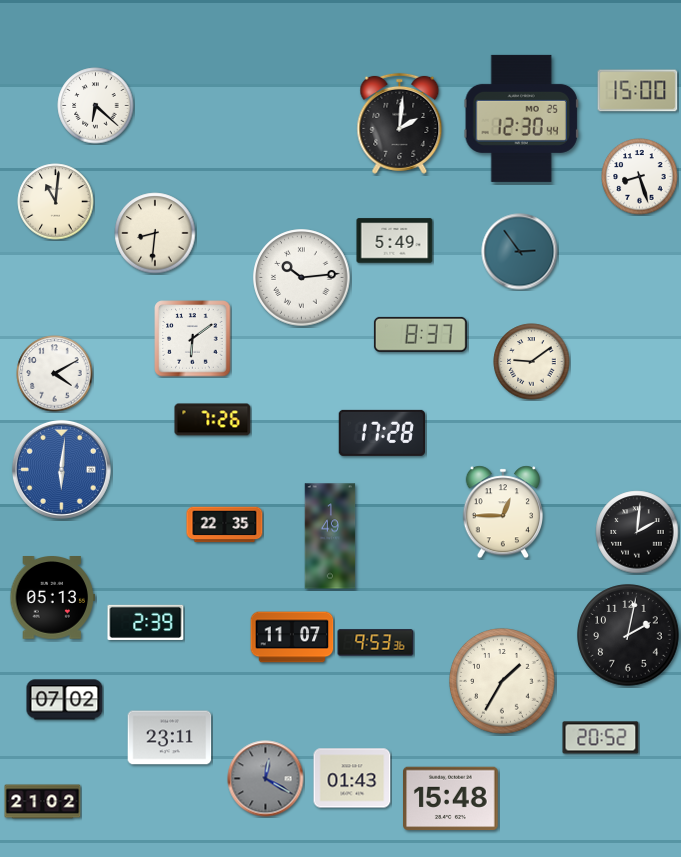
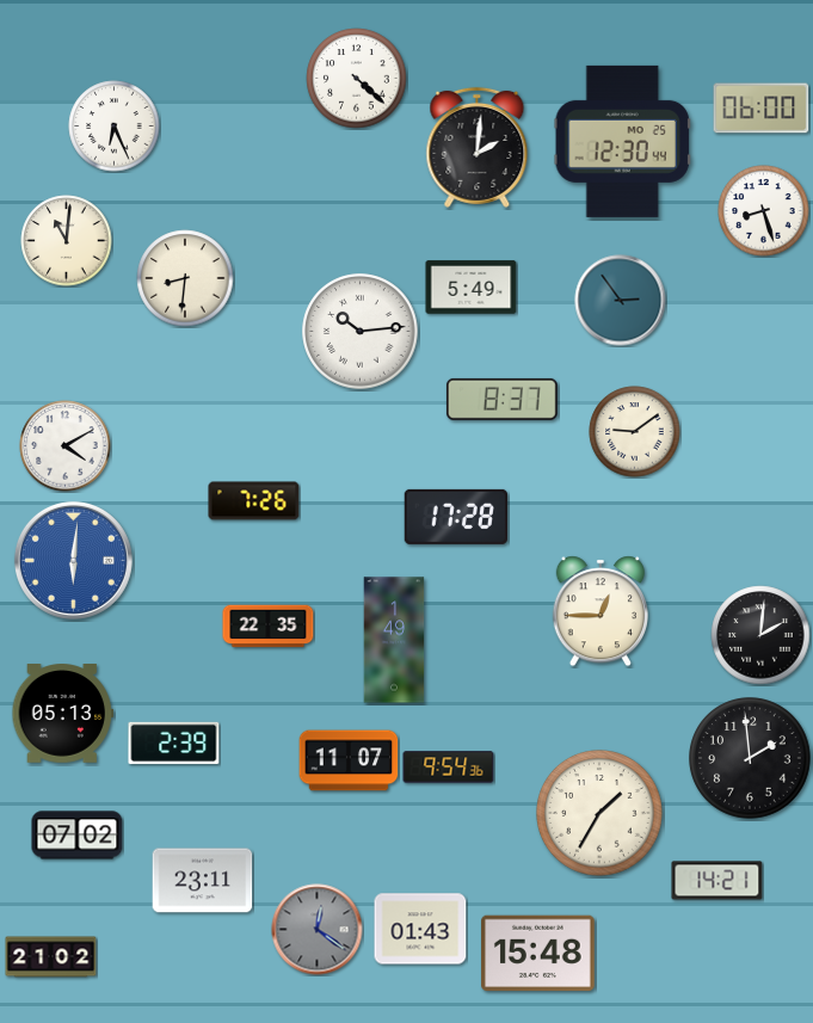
clock at (357, 79): none -> 4:22
clock at (638, 91): 15:00 -> 06:00
clock at (96, 106): 6:22 -> 6:26
clock at (193, 339): 6:09 -> none
clock at (628, 635): 2:02 -> 1:59
clock at (376, 643): 9:53 -> 9:54
clock at (601, 738): 20:52 -> 14:21
clock at (266, 779): 12:20 -> 12:21
